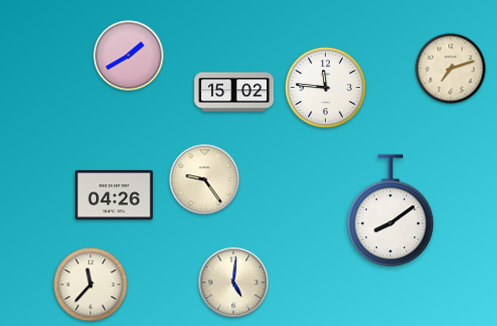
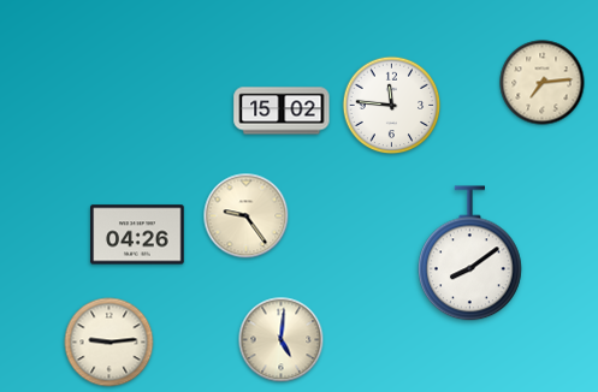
clock at (129, 56): 1:40 -> none
clock at (451, 69): 7:12 -> 7:14
clock at (91, 285): 11:37 -> 9:14
